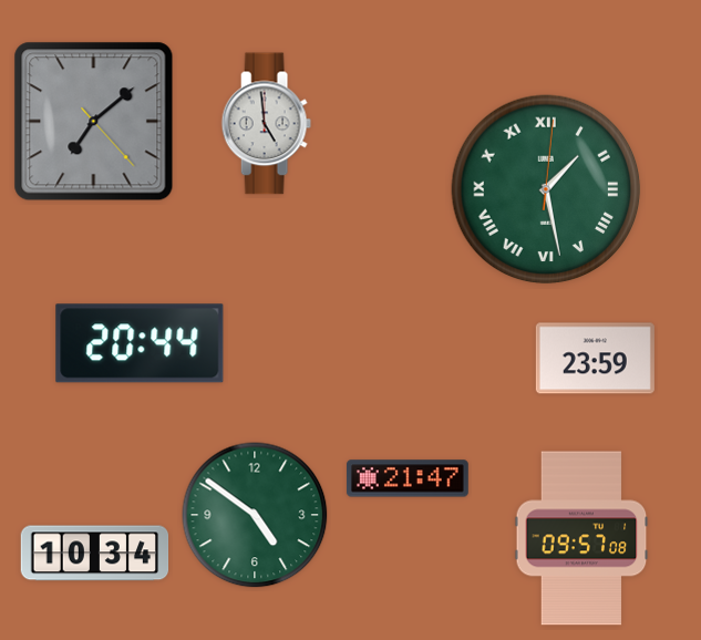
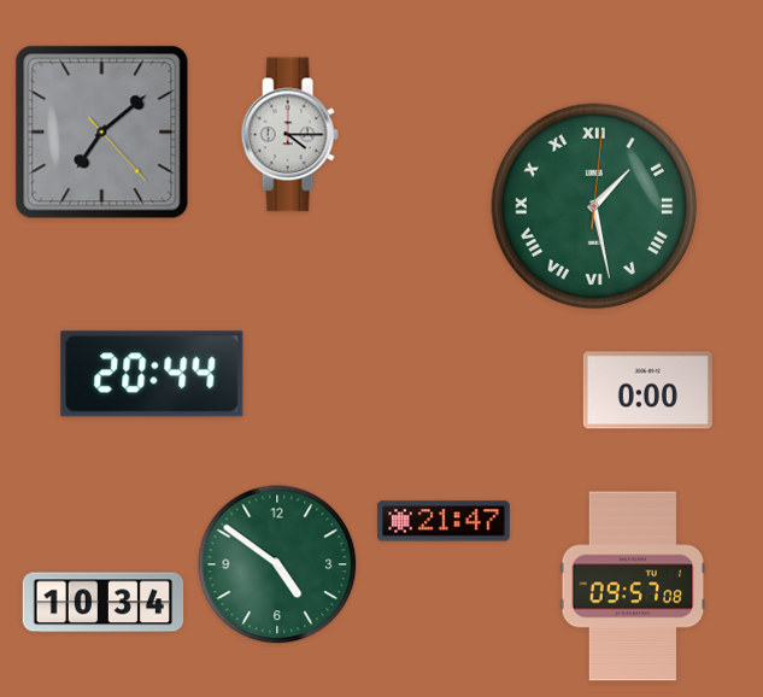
clock at (266, 124): 4:59 -> 4:15
clock at (595, 359): 23:59 -> 0:00
clock at (255, 515) position: (255, 515) -> (277, 564)
